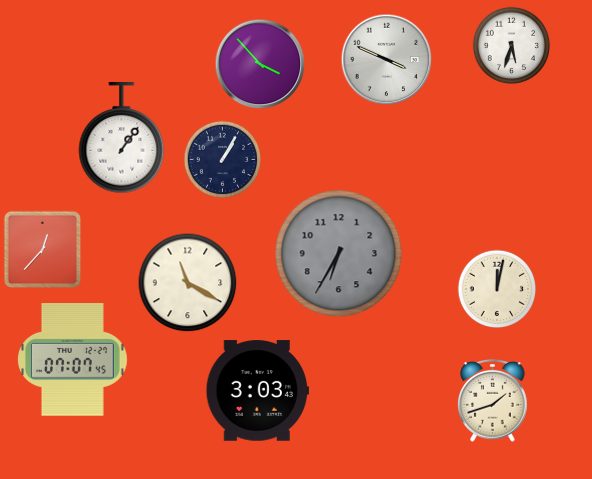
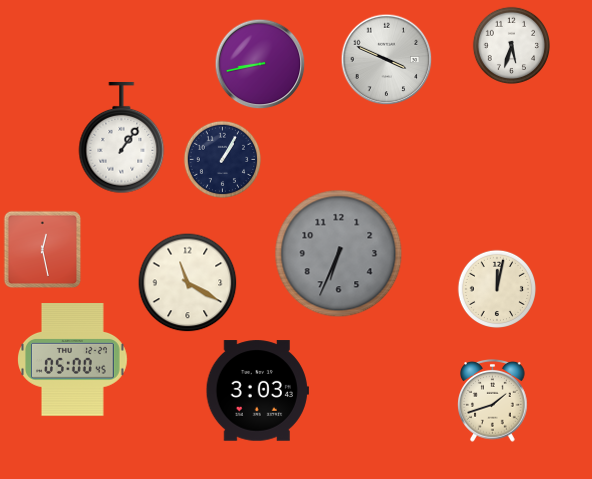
clock at (260, 64): 3:53 -> 8:43
clock at (42, 249): 12:37 -> 12:28
clock at (339, 254): 6:35 -> 6:34
clock at (73, 360): 07:07 -> 05:00
